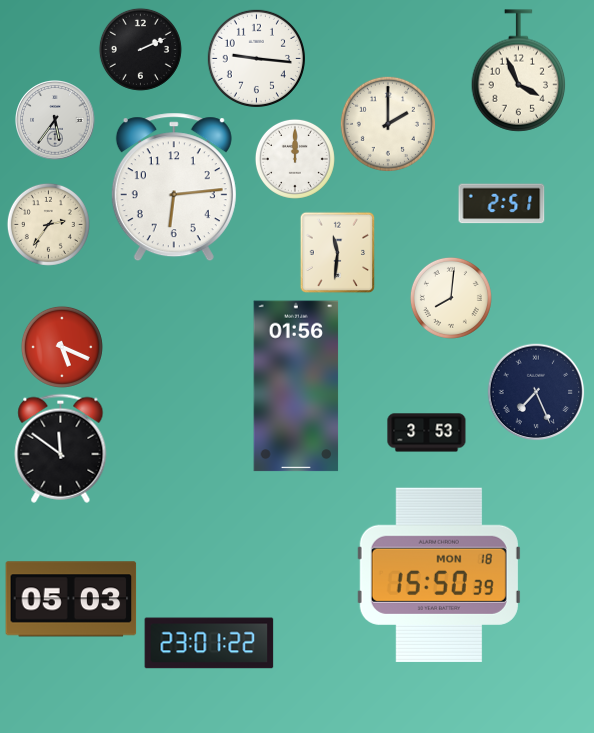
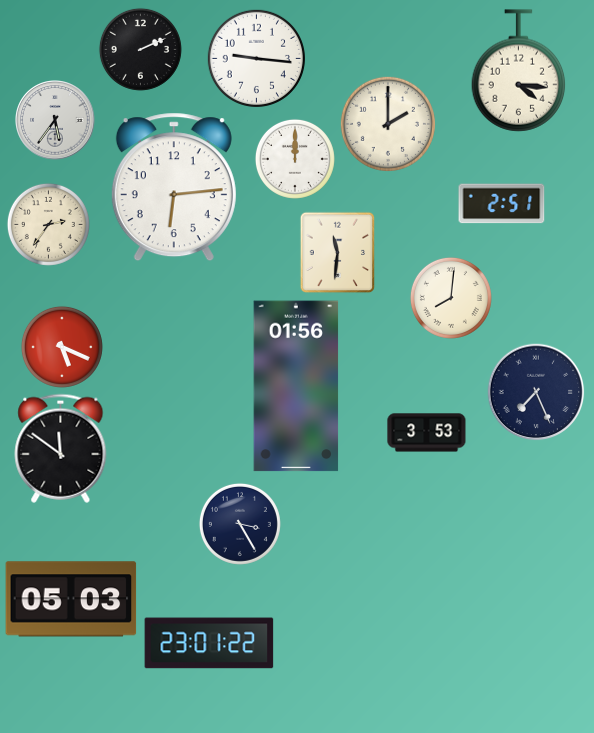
clock at (519, 71): 3:56 -> 4:16
clock at (240, 524): none -> 3:25
clock at (439, 575): 15:50 -> none
